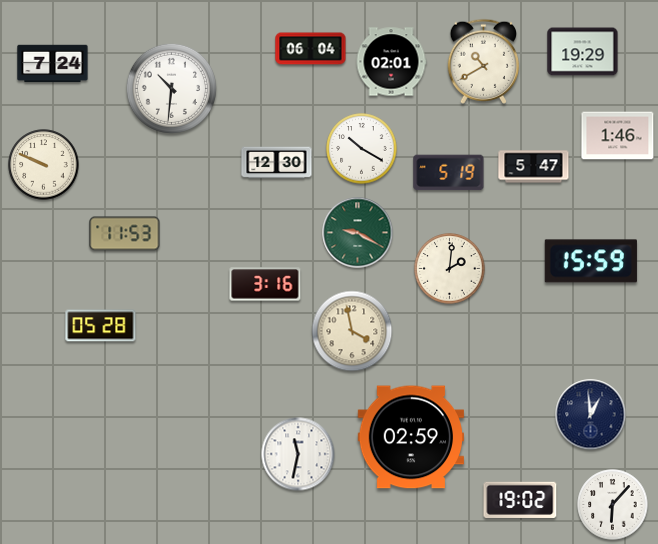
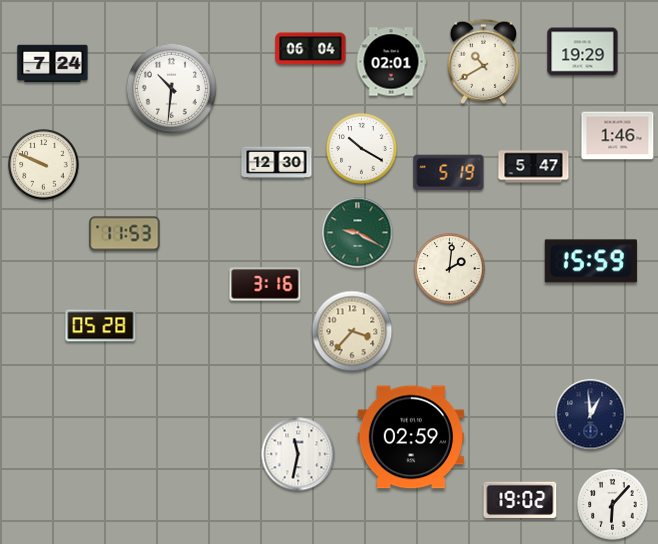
clock at (352, 331): 3:58 -> 3:37
